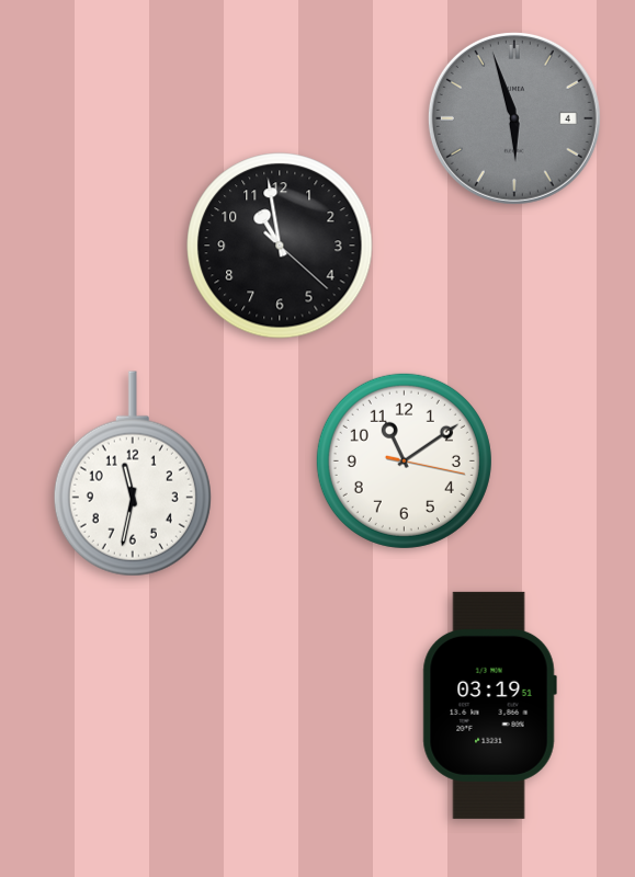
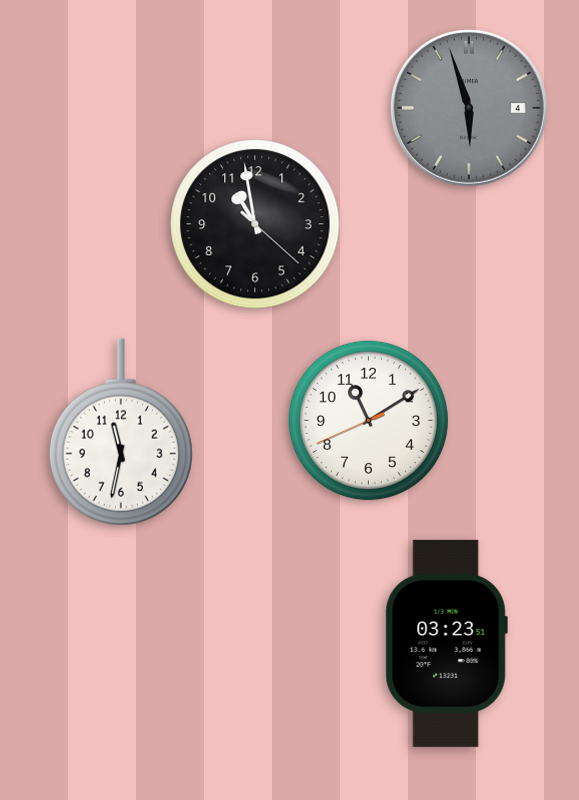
clock at (404, 460): 11:09:17 -> 11:09:41
clock at (489, 705): 03:19 -> 03:23
